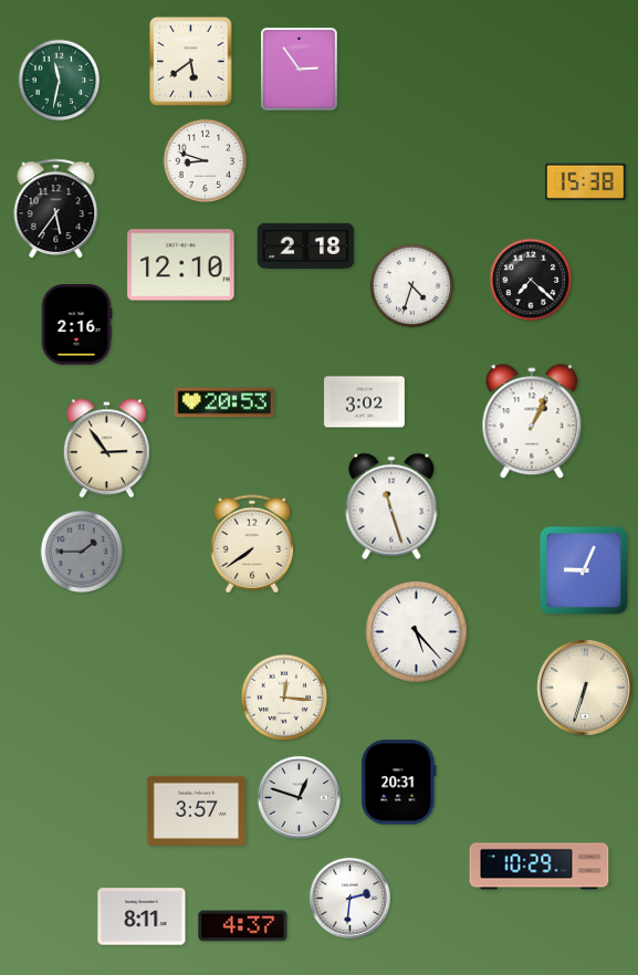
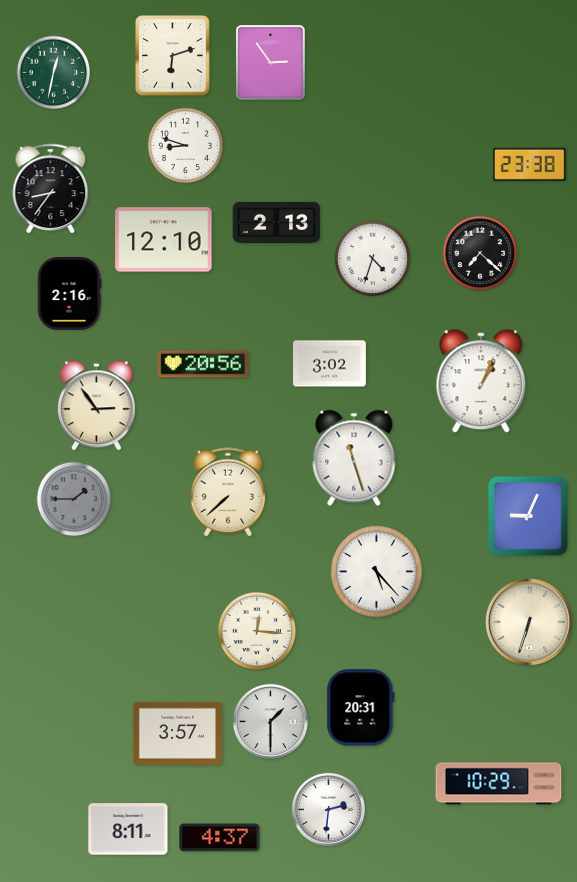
clock at (191, 62): 5:39 -> 6:12
clock at (60, 81): 11:32 -> 12:32
clock at (585, 181): 15:38 -> 23:38
clock at (56, 209): 5:36 -> 8:36
clock at (306, 245): 2:18 -> 2:13
clock at (224, 402): 20:53 -> 20:56
clock at (252, 544): 7:39 -> 7:38
clock at (299, 797): 12:48 -> 1:30
clock at (540, 867) position: (540, 867) -> (499, 784)
clock at (349, 898) position: (349, 898) -> (328, 809)
